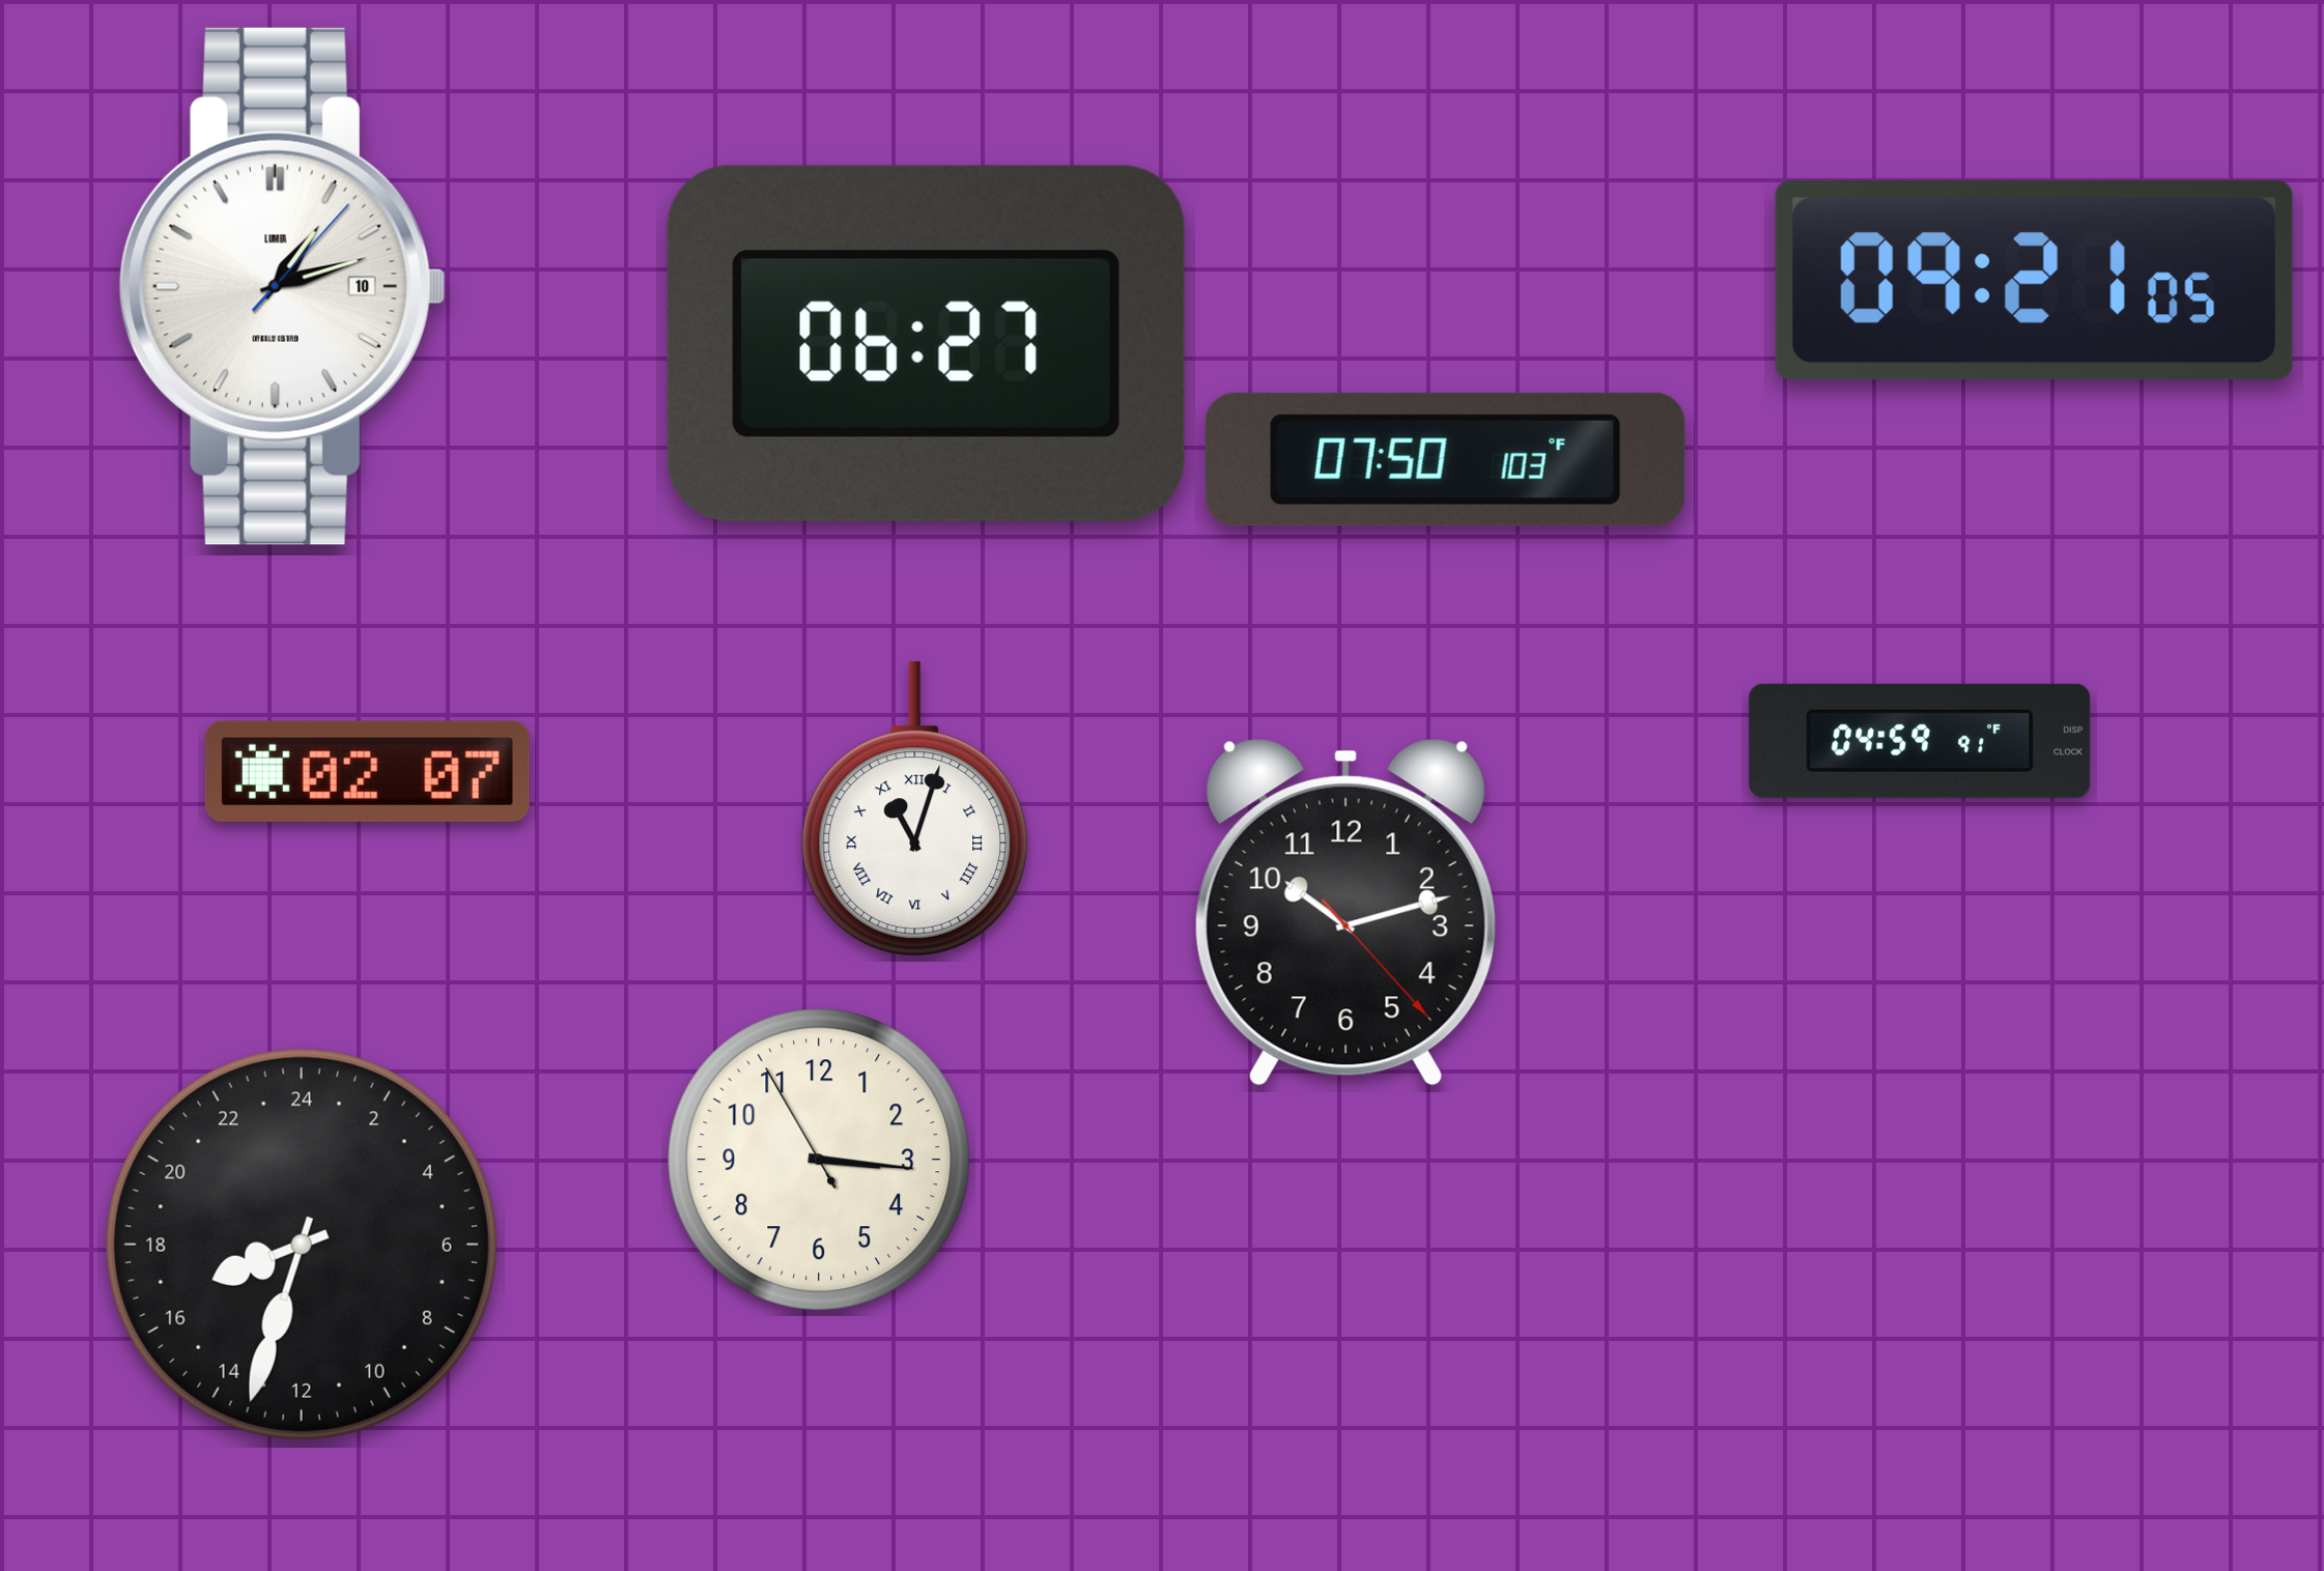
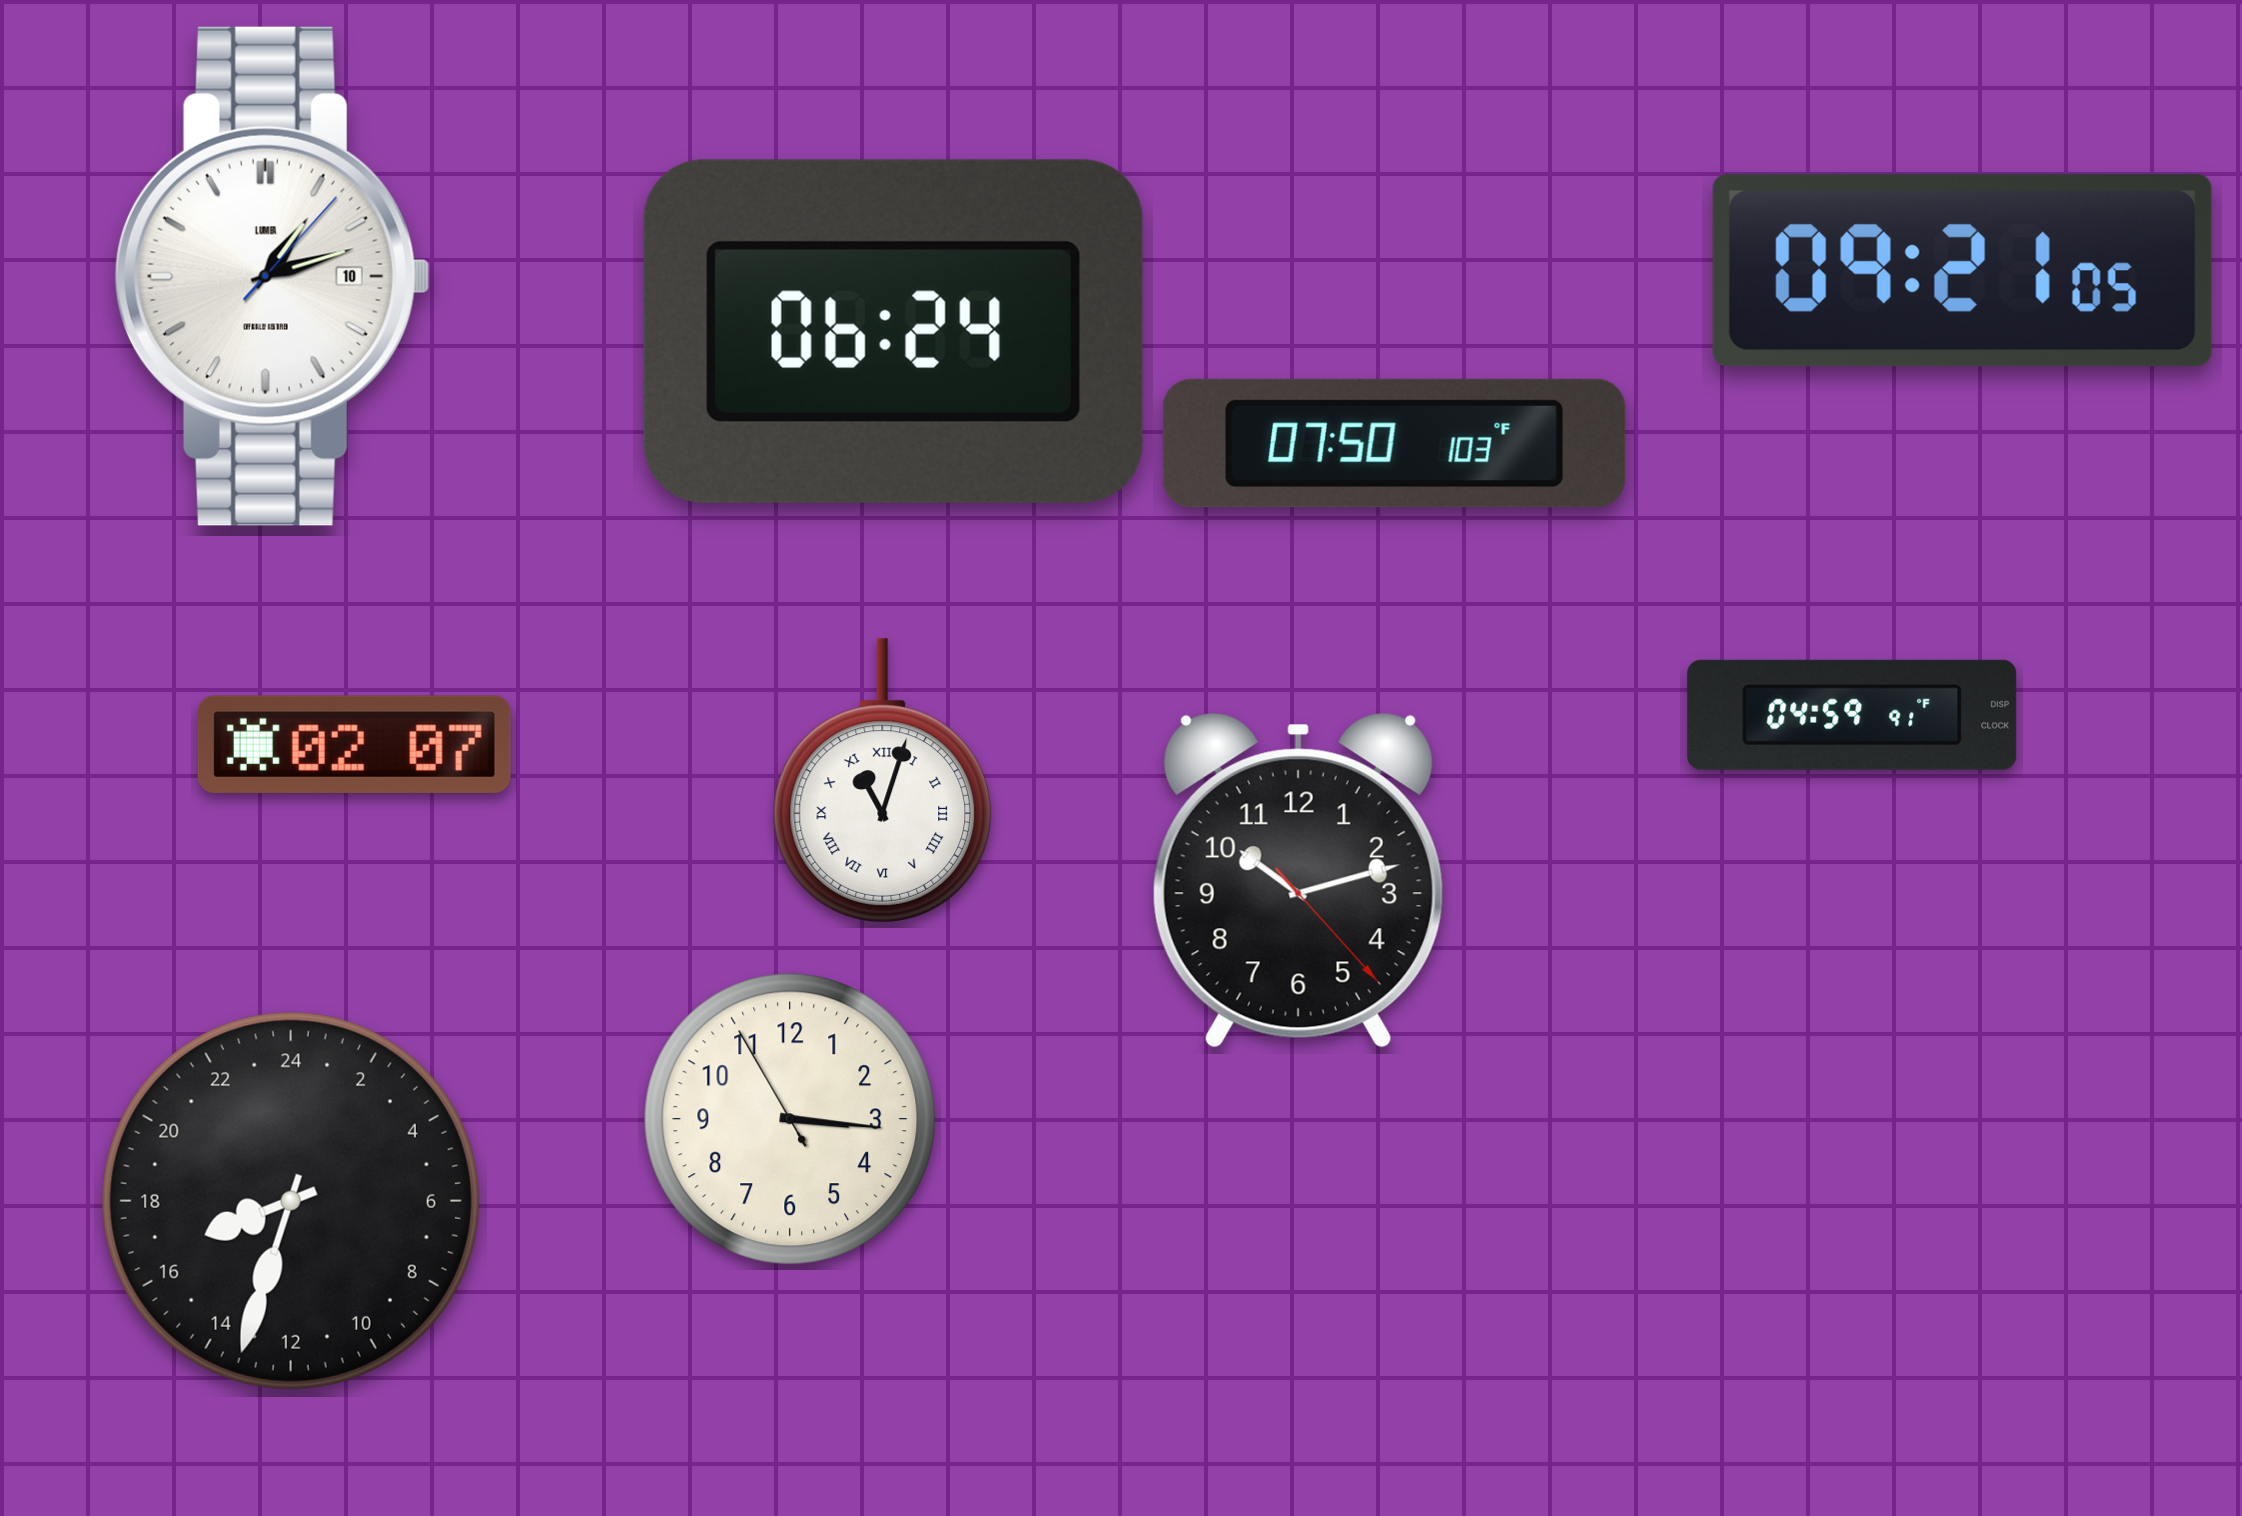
clock at (926, 343): 06:27 -> 06:24
